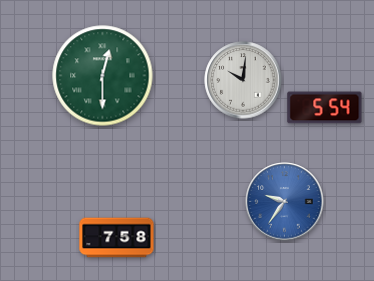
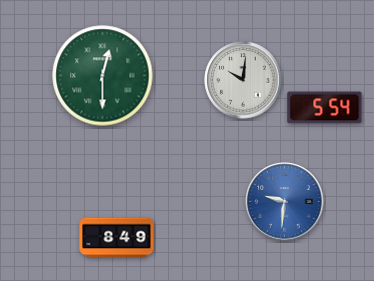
clock at (285, 202): 9:36 -> 9:31
clock at (117, 238): 7:58 -> 8:49
